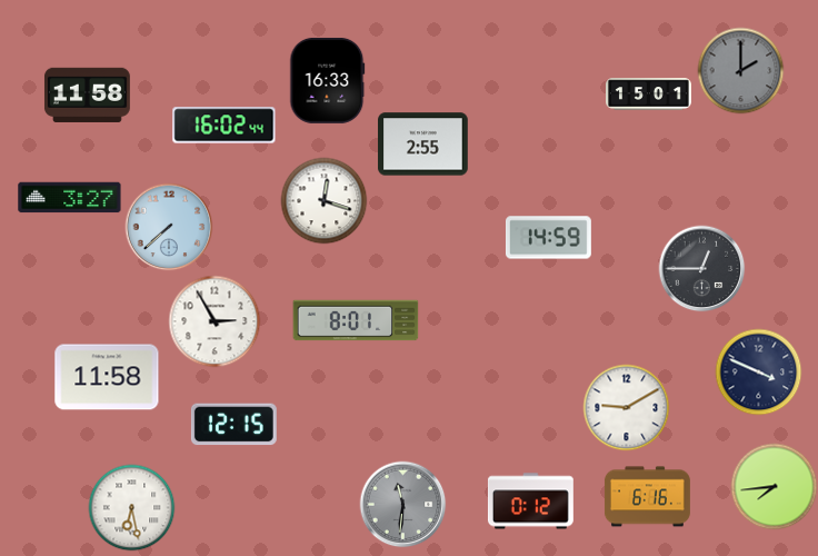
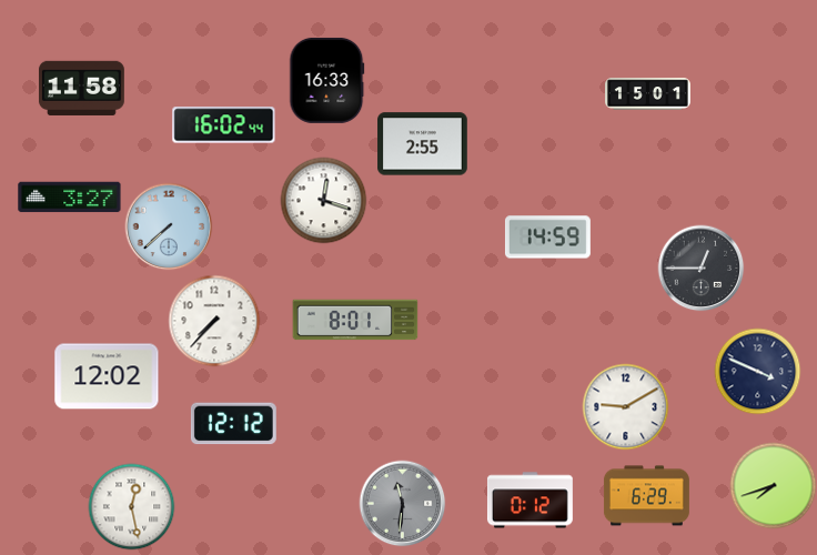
clock at (740, 70): 2:00 -> none
clock at (87, 95) position: (87, 95) -> (81, 88)
clock at (215, 321): 2:55 -> 7:37
clock at (107, 377): 11:58 -> 12:02
clock at (233, 425): 12:15 -> 12:12
clock at (774, 486): 7:44 -> 7:42
clock at (647, 497): 6:16 -> 6:29
clock at (131, 507): 6:28 -> 12:28
